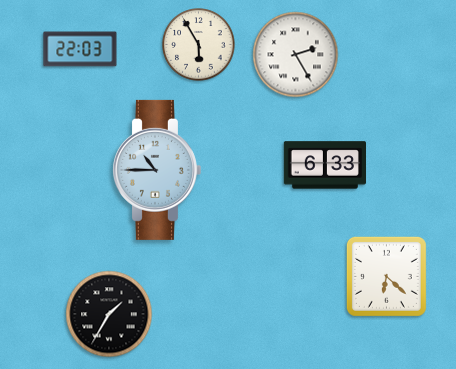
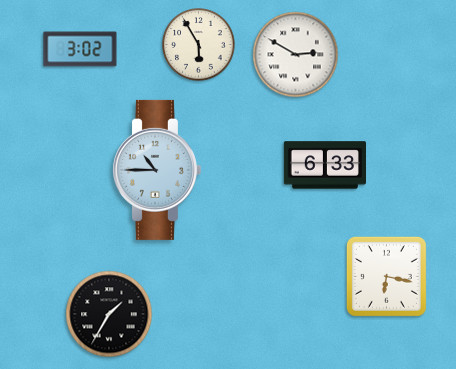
clock at (80, 49): 22:03 -> 3:02
clock at (296, 55): 2:25 -> 2:50
clock at (386, 276): 6:22 -> 6:17
